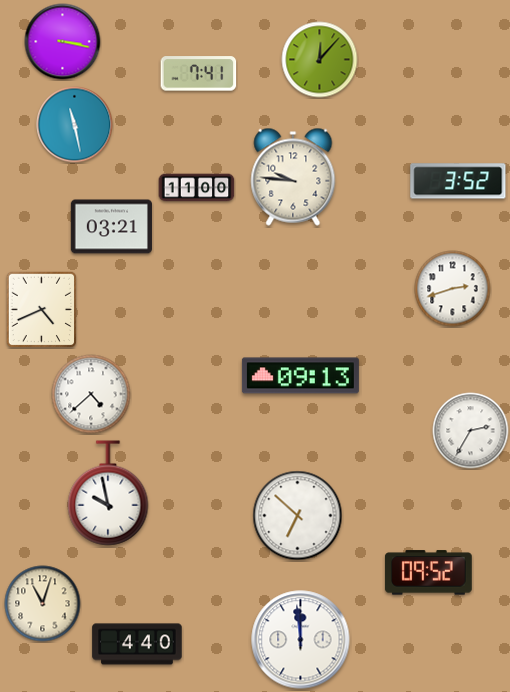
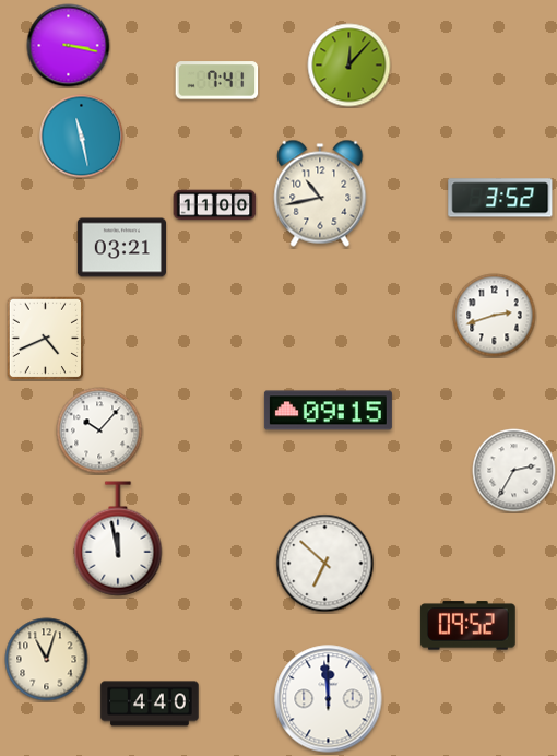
clock at (293, 177): 9:46 -> 10:43
clock at (300, 376): 09:13 -> 09:15
clock at (91, 394): 4:38 -> 10:07
clock at (108, 493): 9:58 -> 11:58
